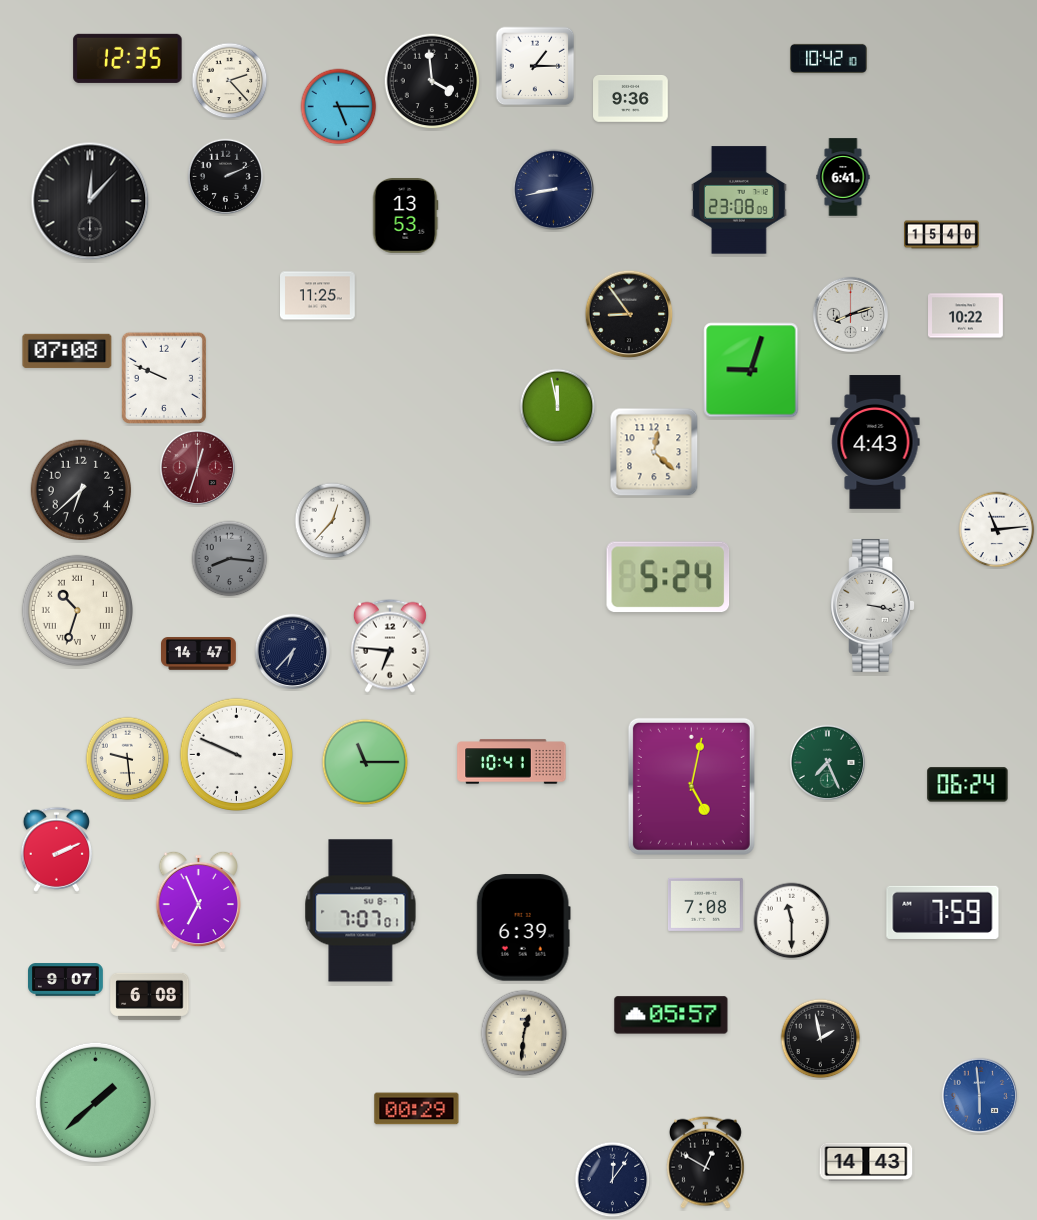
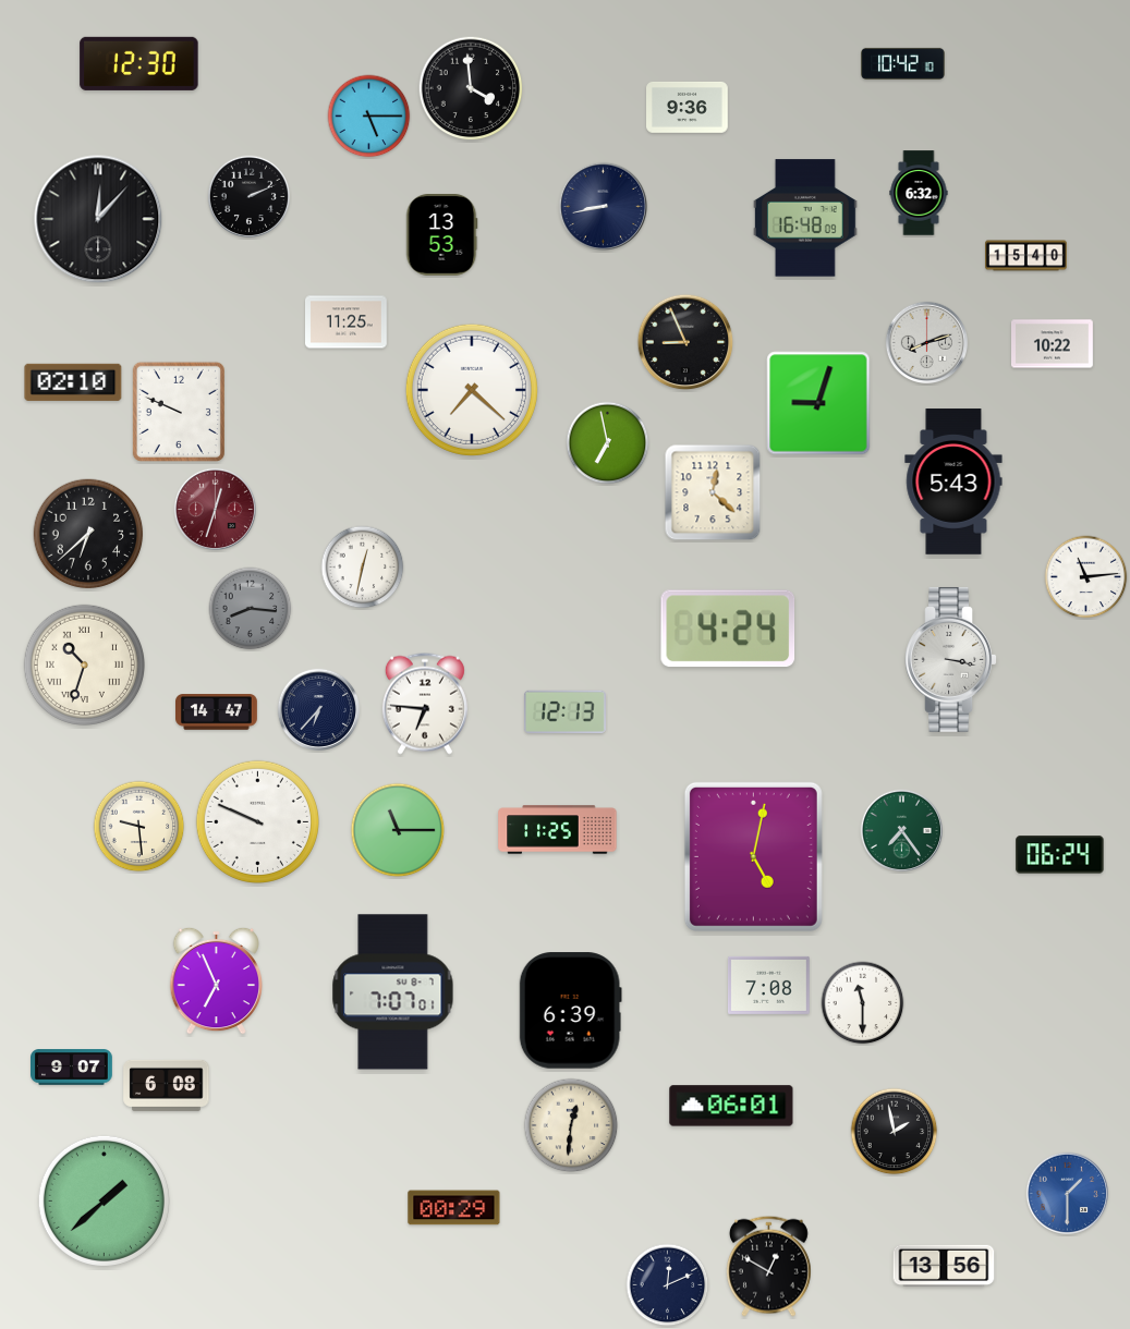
clock at (128, 58): 12:35 -> 12:30
clock at (535, 66): 1:15 -> none
clock at (230, 81): 2:23 -> none
clock at (225, 176) position: (225, 176) -> (248, 196)
clock at (843, 177): 6:41 -> 6:32
clock at (739, 200): 23:08 -> 16:48
clock at (629, 314): 8:54 -> 8:56
clock at (67, 351): 07:08 -> 02:10
clock at (472, 390): none -> 7:22
clock at (558, 407): 11:58 -> 6:58
clock at (875, 442): 4:43 -> 5:43
clock at (333, 521): 12:37 -> 12:32
clock at (668, 577): 5:24 -> 4:24
clock at (566, 711): none -> 12:13
clock at (512, 762): 10:41 -> 11:25
clock at (827, 762): 7:26 -> 7:24
clock at (968, 785) position: (968, 785) -> (1060, 855)
clock at (56, 849): 2:11 -> none
clock at (943, 912): 7:59 -> none
clock at (150, 996) position: (150, 996) -> (167, 1085)
clock at (671, 1015): 05:57 -> 06:01
clock at (979, 1095): 5:59 -> 1:30
clock at (866, 1162): 14:43 -> 13:56
clock at (613, 1180): 12:06 -> 12:11
